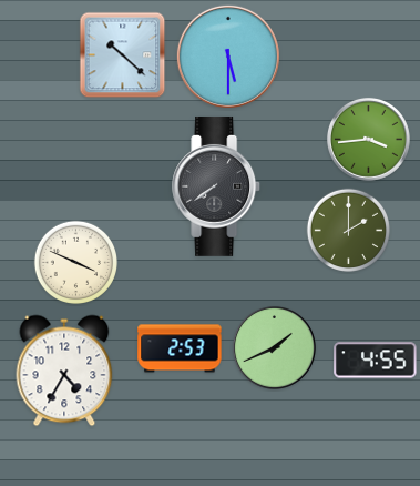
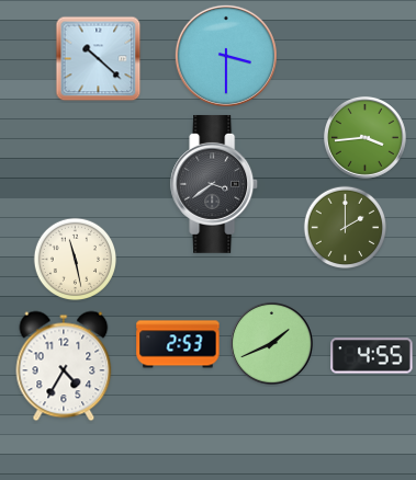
clock at (123, 55) position: (123, 55) -> (99, 59)
clock at (228, 57): 5:30 -> 3:30
clock at (217, 186): 7:39 -> 3:39
clock at (76, 263): 3:49 -> 11:28
